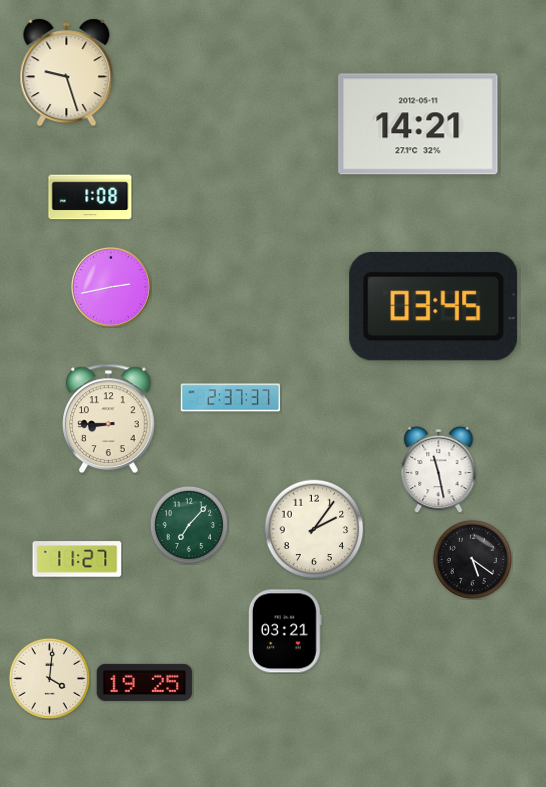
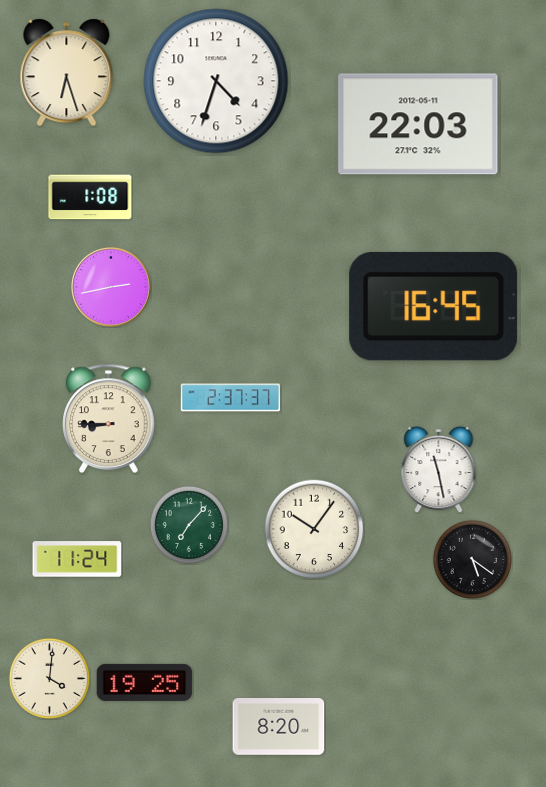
clock at (67, 73): 9:27 -> 6:27
clock at (216, 81): none -> 4:33
clock at (418, 124): 14:21 -> 22:03
clock at (434, 306): 03:45 -> 16:45
clock at (314, 529): 2:06 -> 10:06
clock at (77, 559): 11:27 -> 11:24
clock at (285, 631): 03:21 -> none
clock at (279, 727): none -> 8:20
